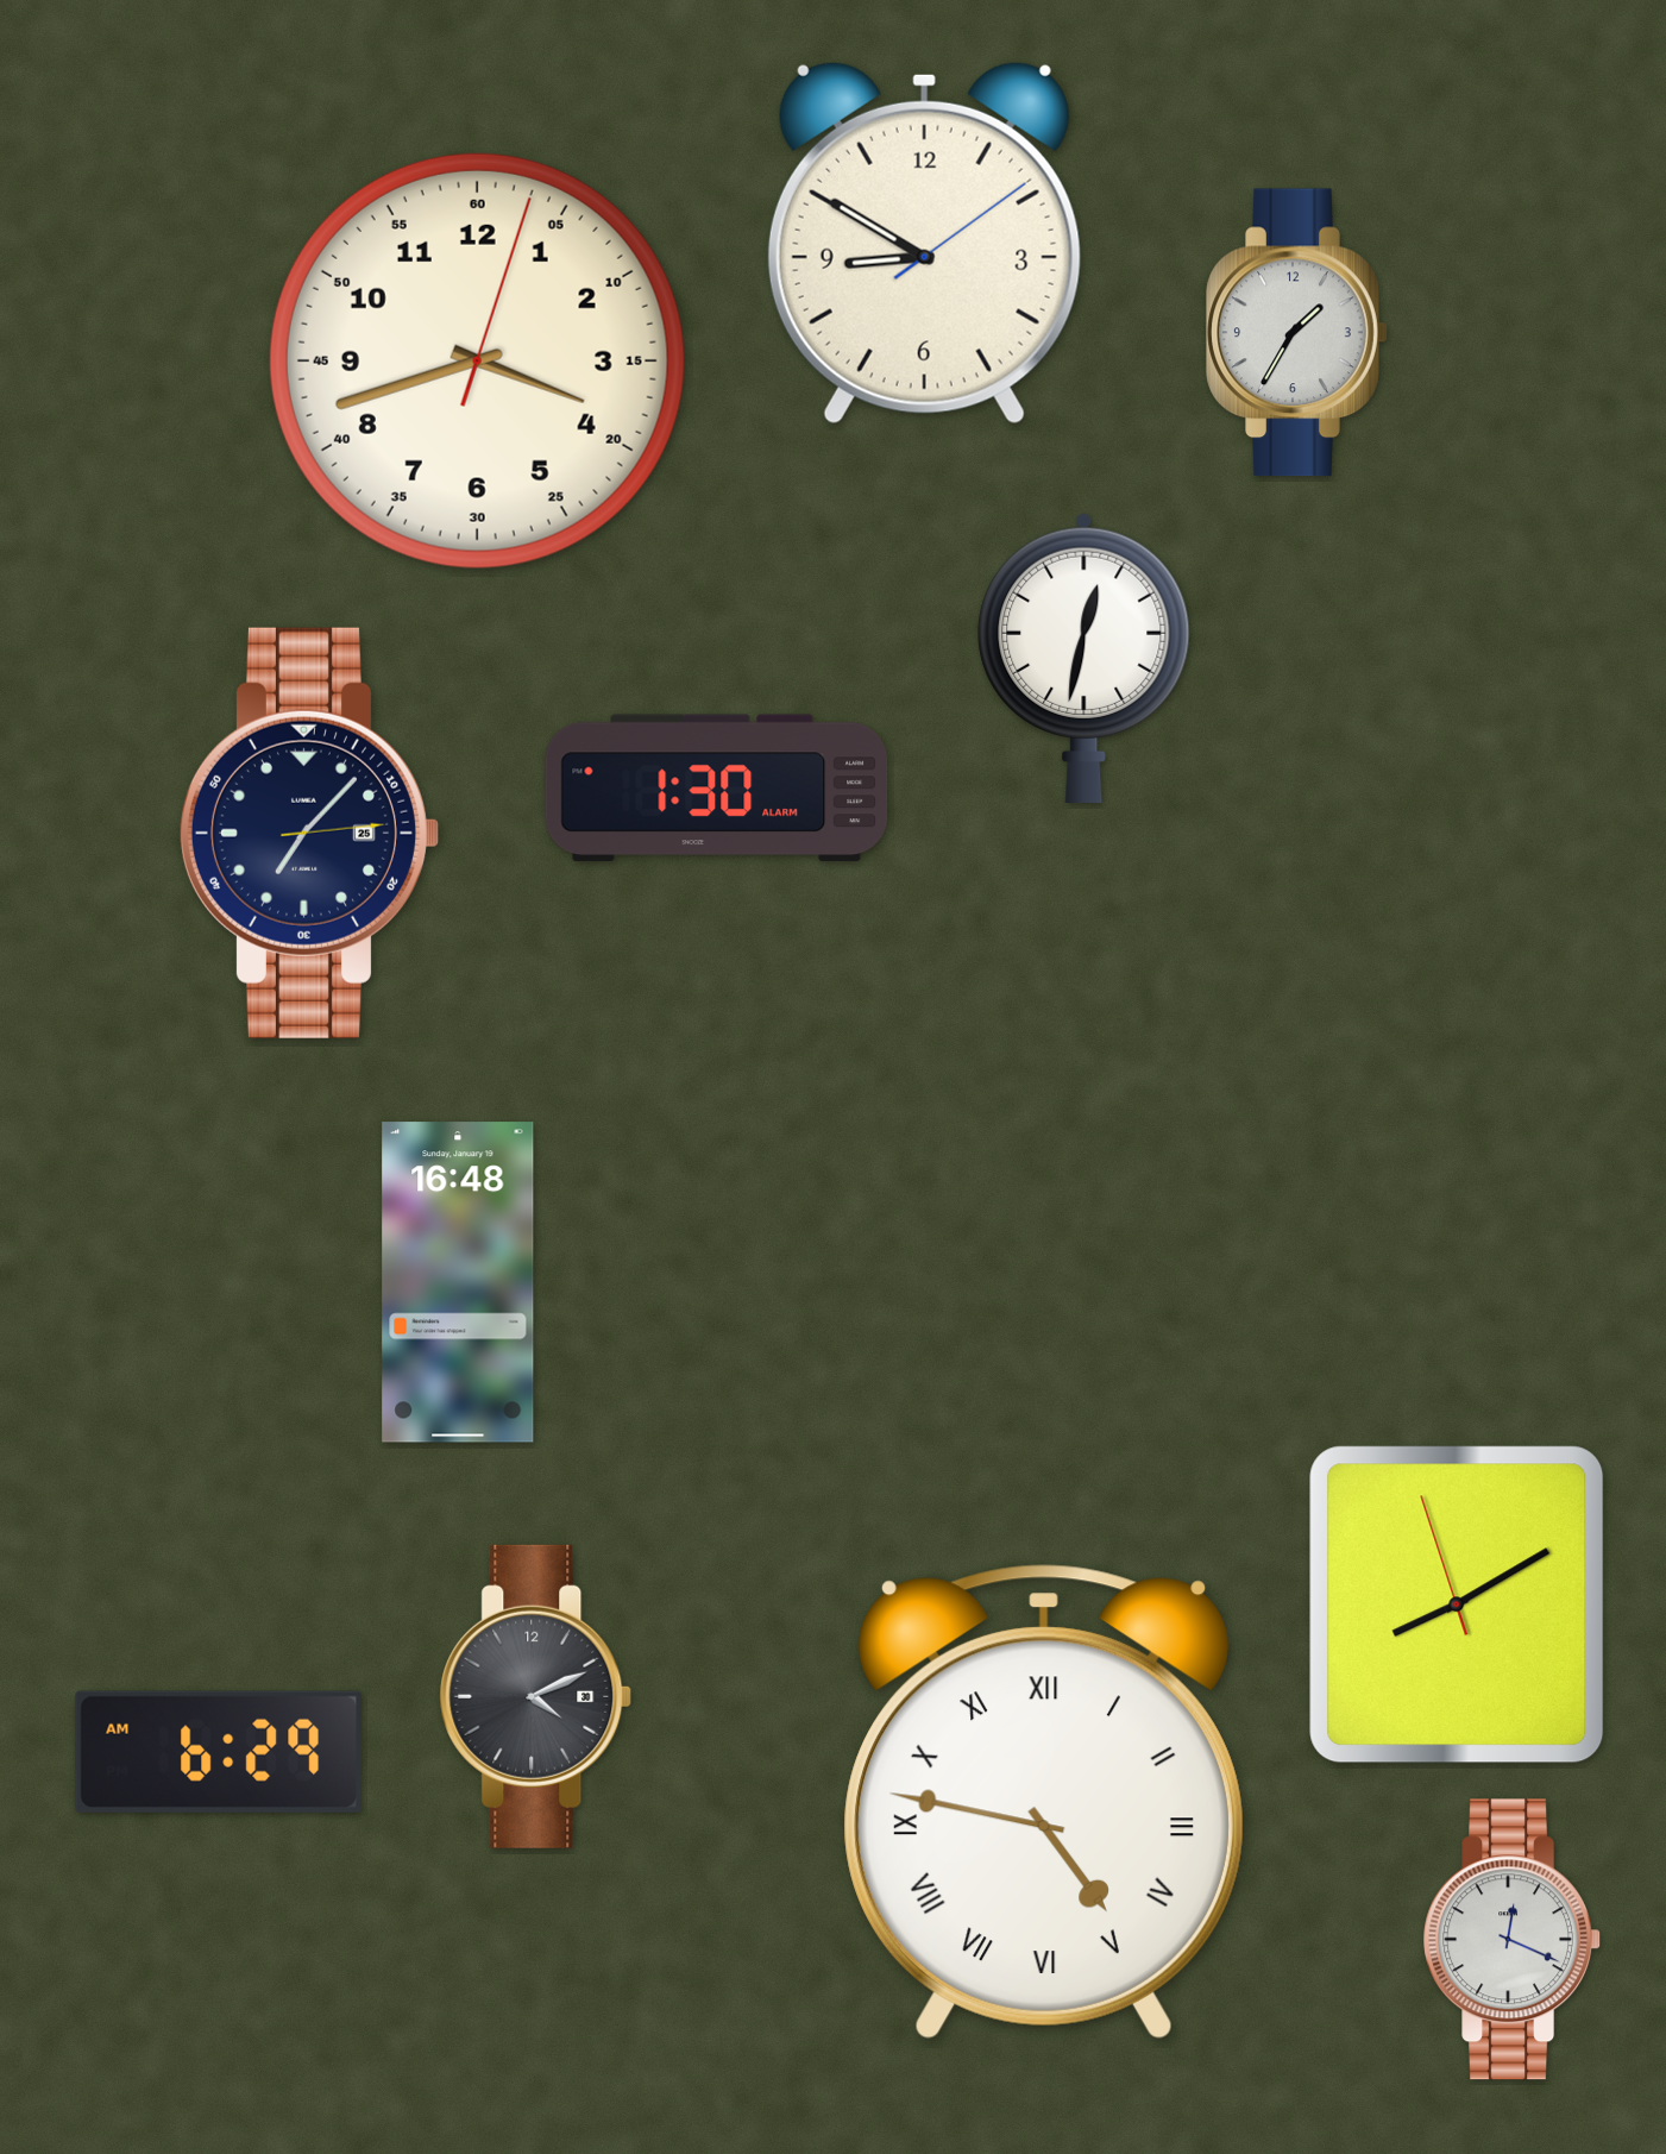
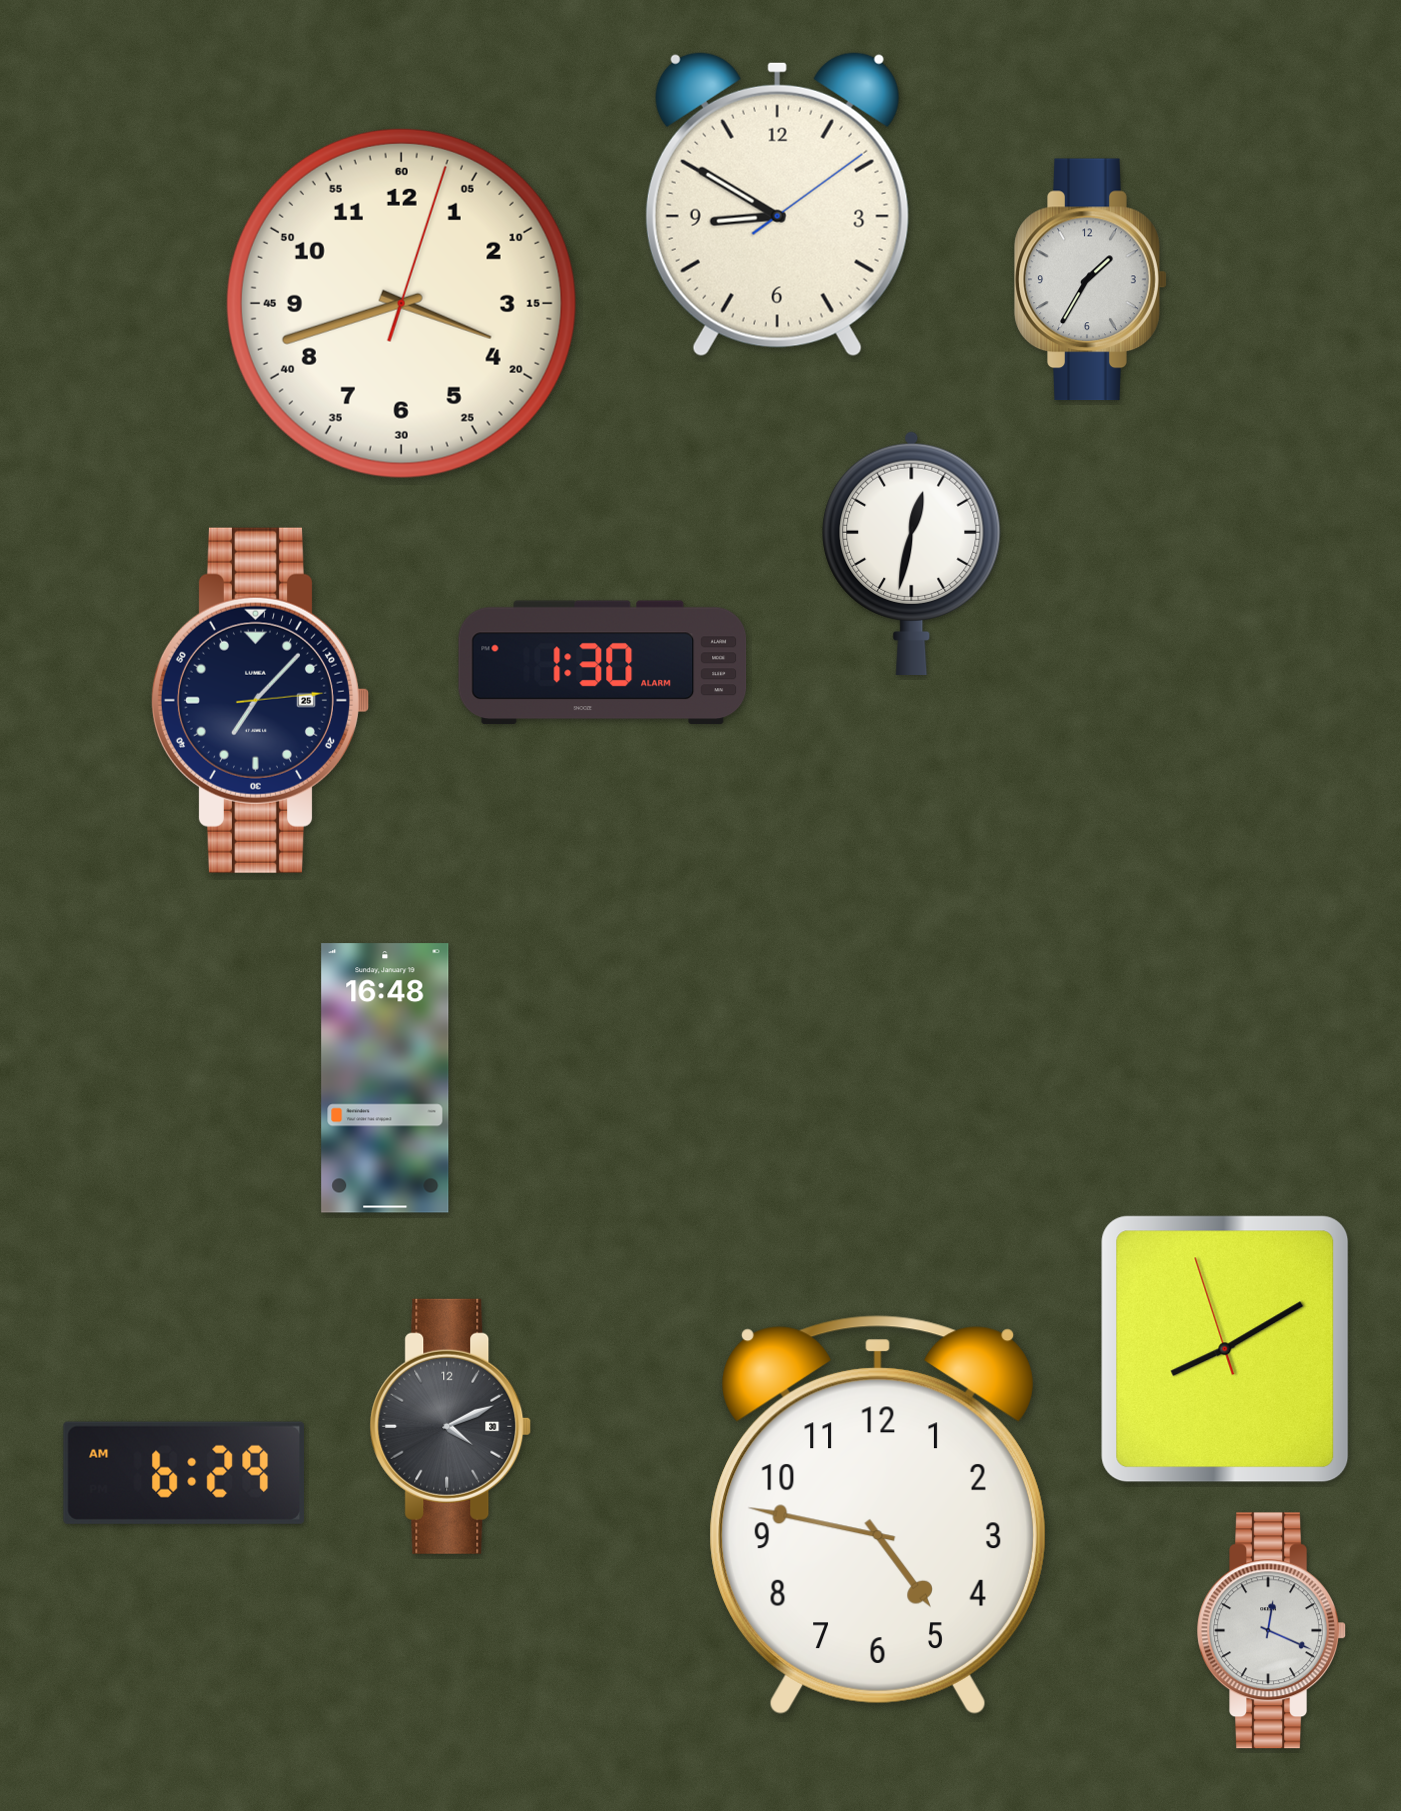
clock at (1044, 1802) numerals: Roman -> Arabic
